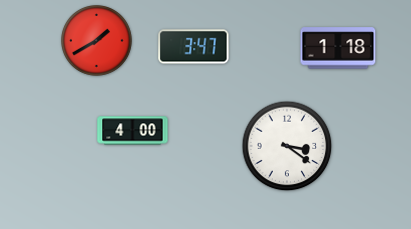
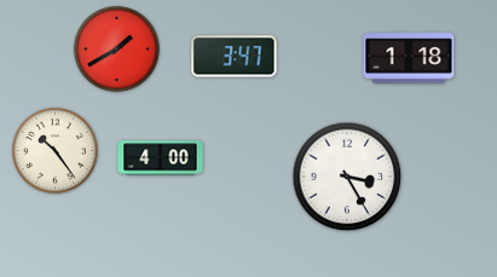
clock at (56, 151): none -> 10:24
clock at (287, 146): 3:21 -> 3:25
